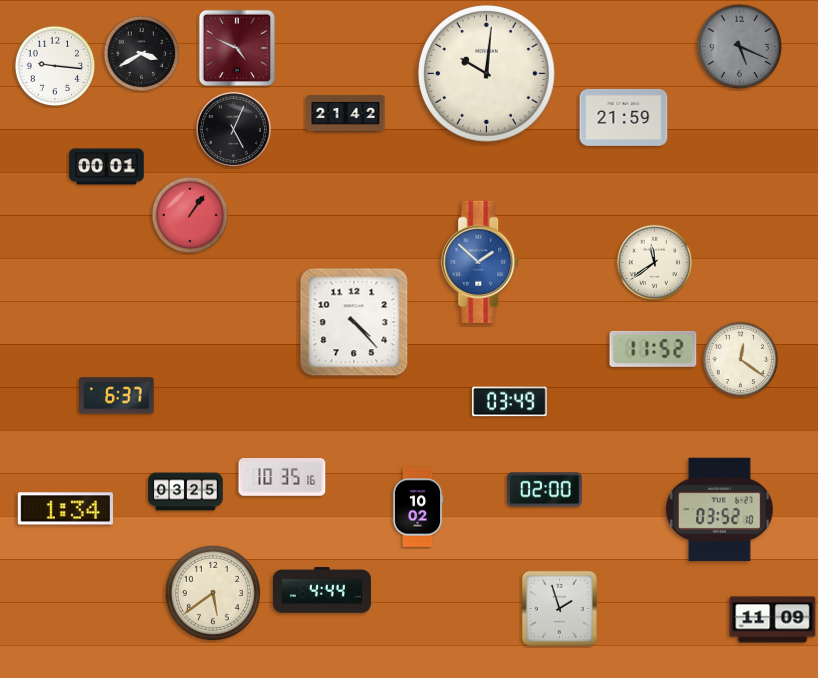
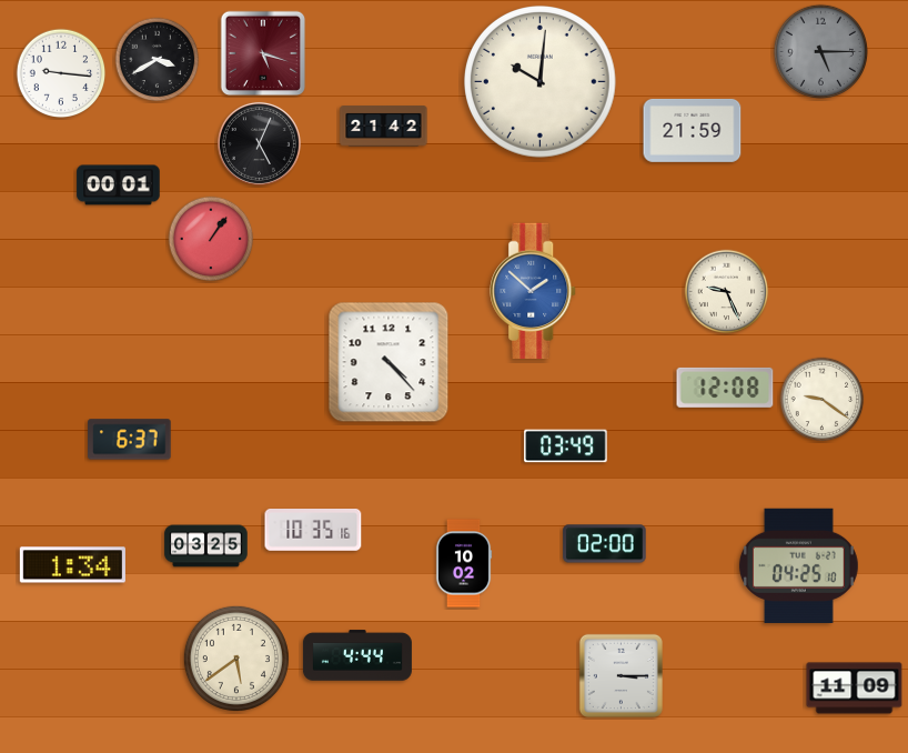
clock at (739, 46): 5:19 -> 5:15
clock at (237, 48): 4:49 -> 5:18
clock at (655, 263): 11:39 -> 9:26
clock at (354, 322) position: (354, 322) -> (389, 362)
clock at (653, 349): 11:52 -> 12:08
clock at (741, 360): 12:21 -> 9:21
clock at (719, 509): 03:52 -> 04:25
clock at (559, 608): 1:57 -> 3:15
clock at (773, 620) position: (773, 620) -> (855, 689)
